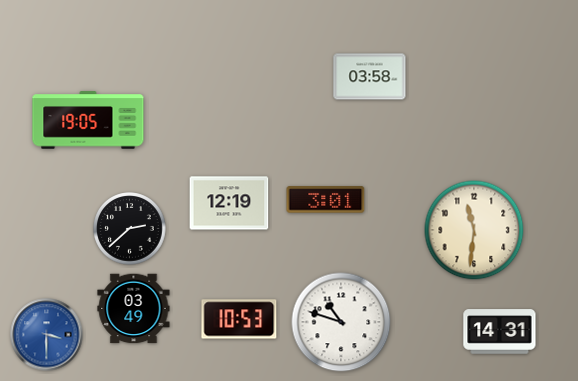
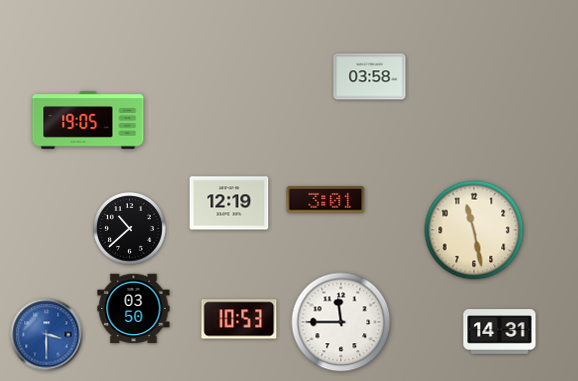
clock at (130, 229): 2:38 -> 10:38
clock at (474, 230): 11:31 -> 11:28
clock at (134, 309): 03:49 -> 03:50
clock at (341, 322): 10:48 -> 11:45
